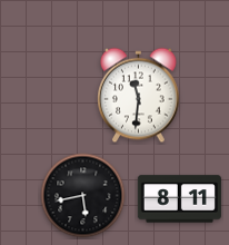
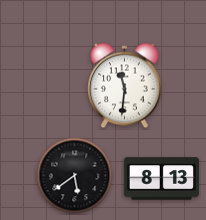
clock at (83, 196): 5:43 -> 5:39
clock at (179, 199): 8:11 -> 8:13
